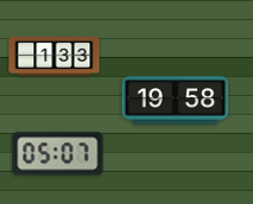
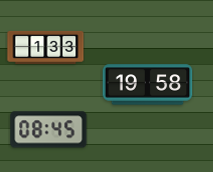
clock at (58, 154): 05:07 -> 08:45
